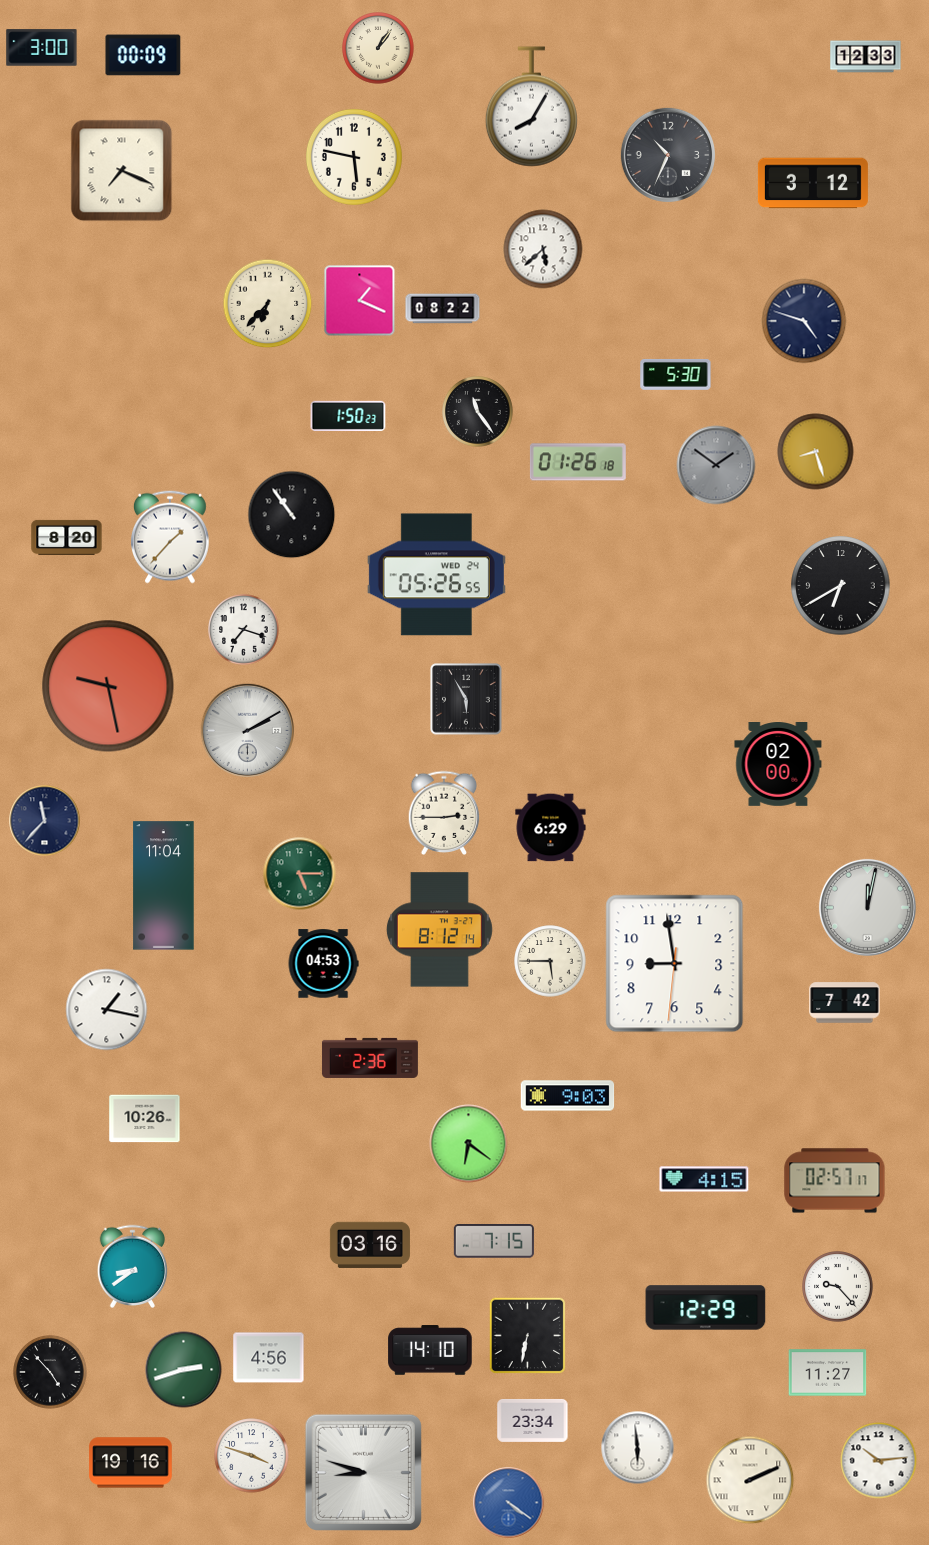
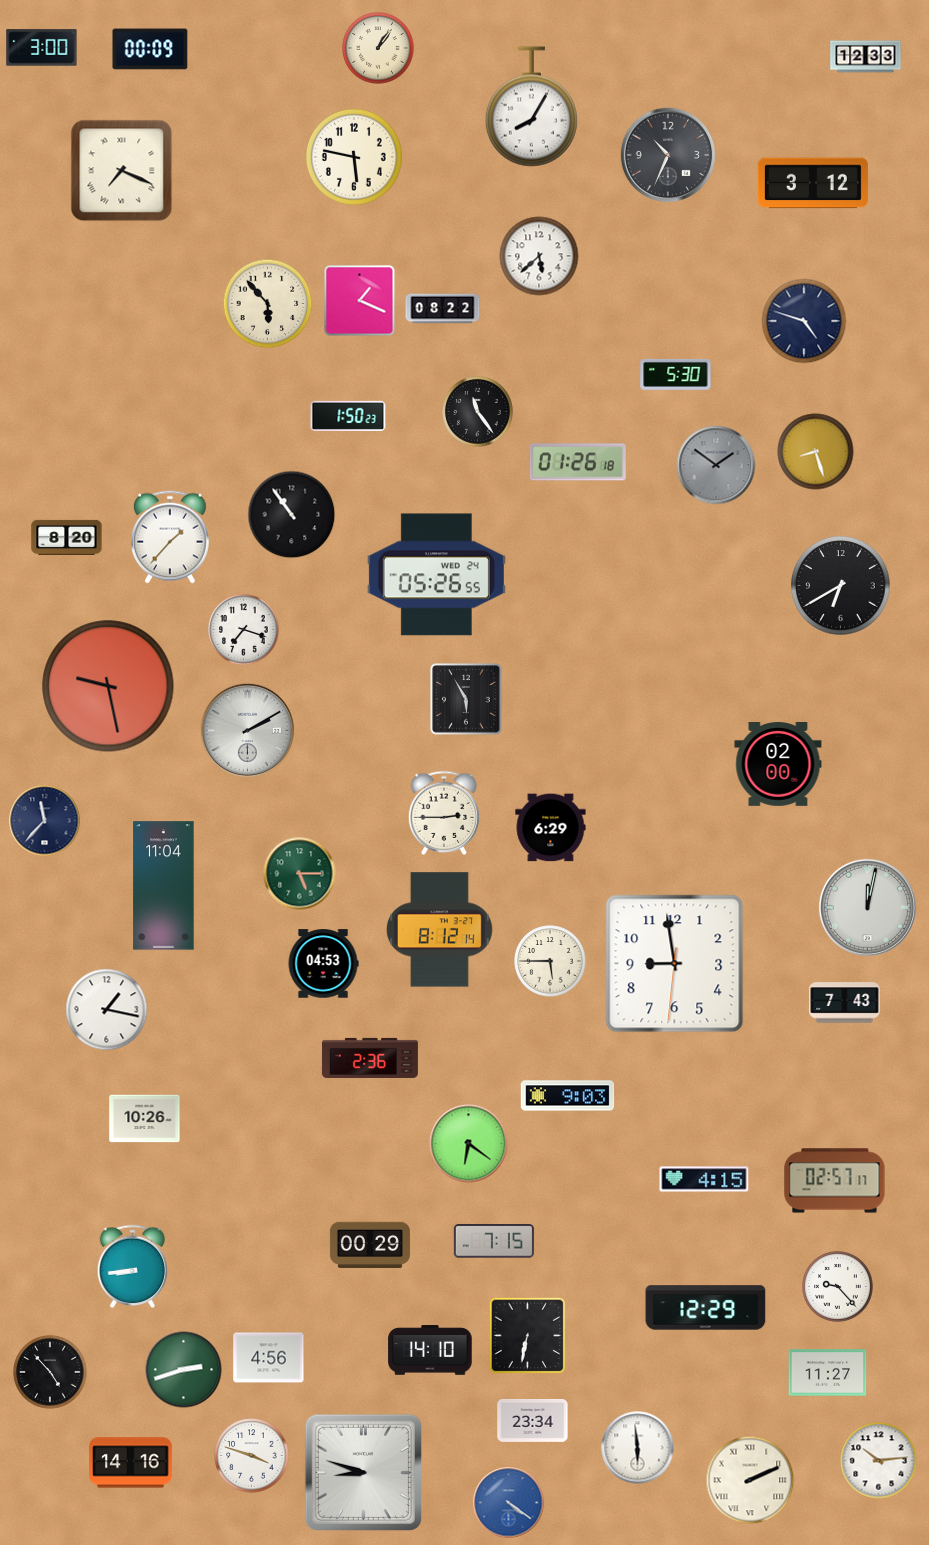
clock at (143, 55) position: (143, 55) -> (150, 49)
clock at (543, 249) position: (543, 249) -> (539, 256)
clock at (268, 304): 6:37 -> 5:53
clock at (845, 1003): 7:42 -> 7:43
clock at (370, 1245): 03:16 -> 00:29
clock at (133, 1266): 8:39 -> 8:44
clock at (131, 1463): 19:16 -> 14:16
